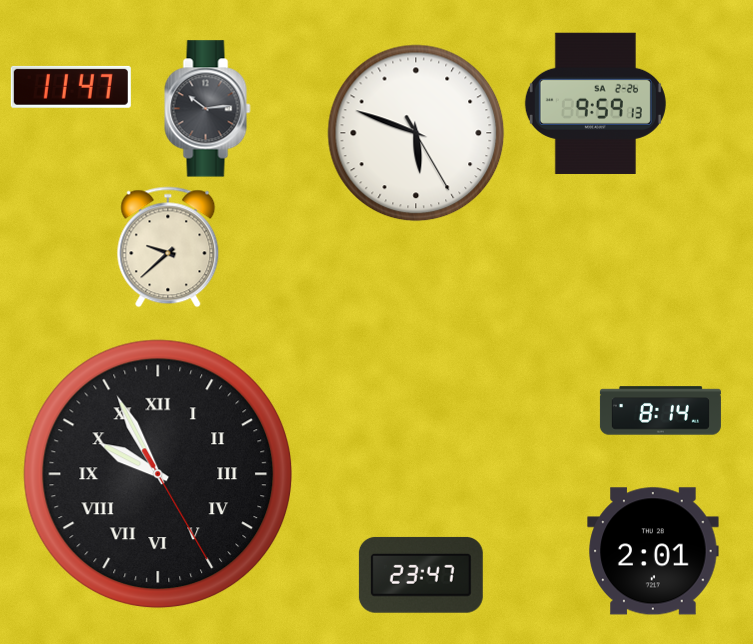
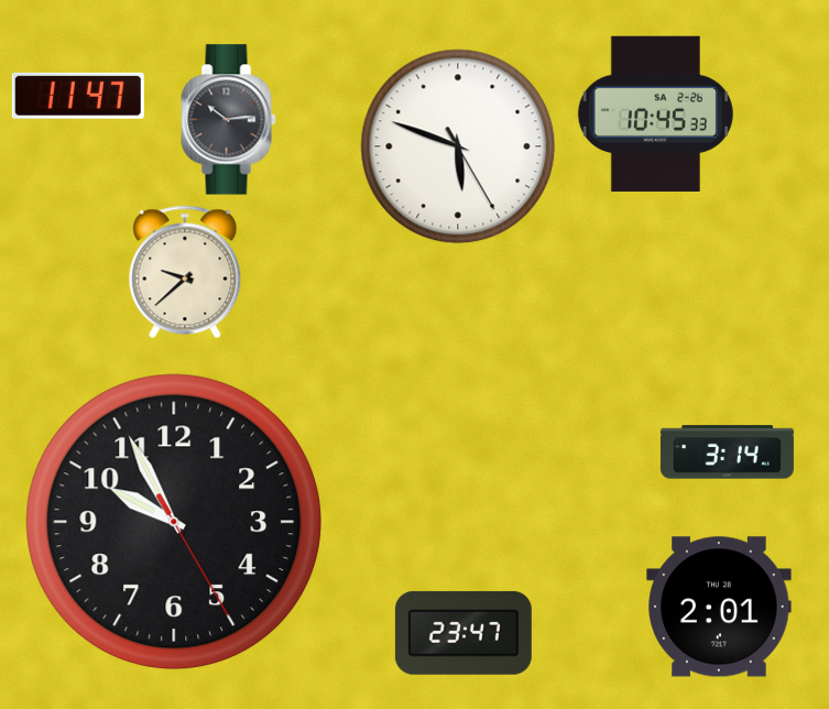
clock at (595, 103): 9:59 -> 10:45
clock at (660, 411): 8:14 -> 3:14
clock at (158, 474) numerals: Roman -> Arabic
